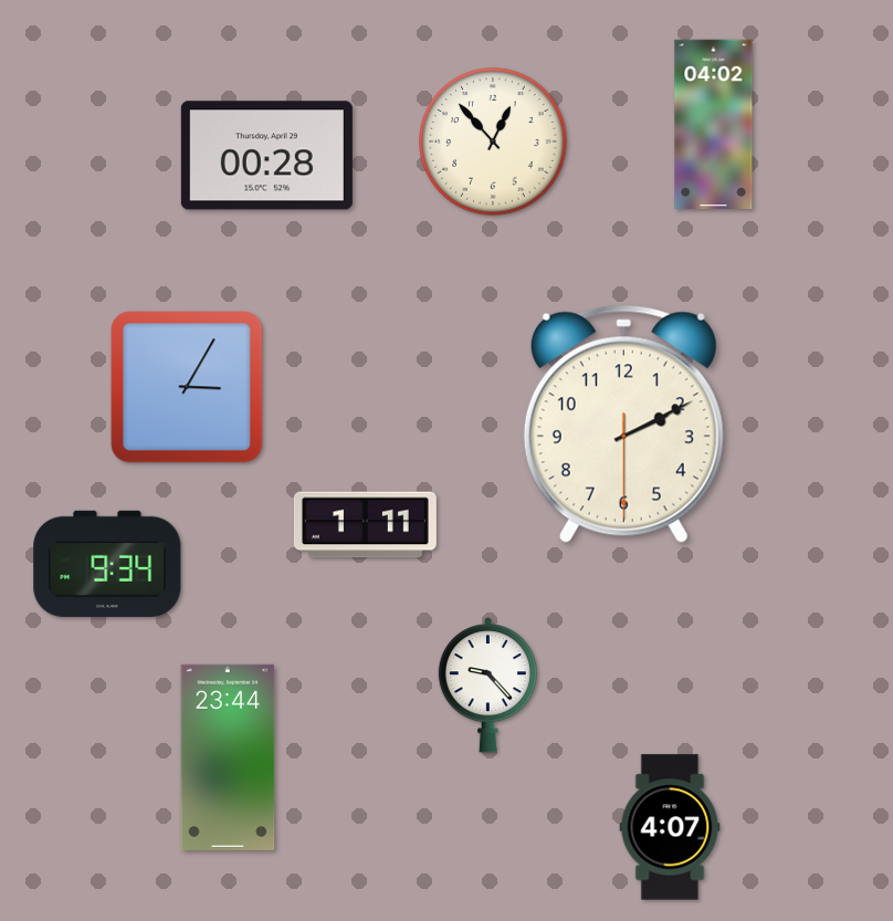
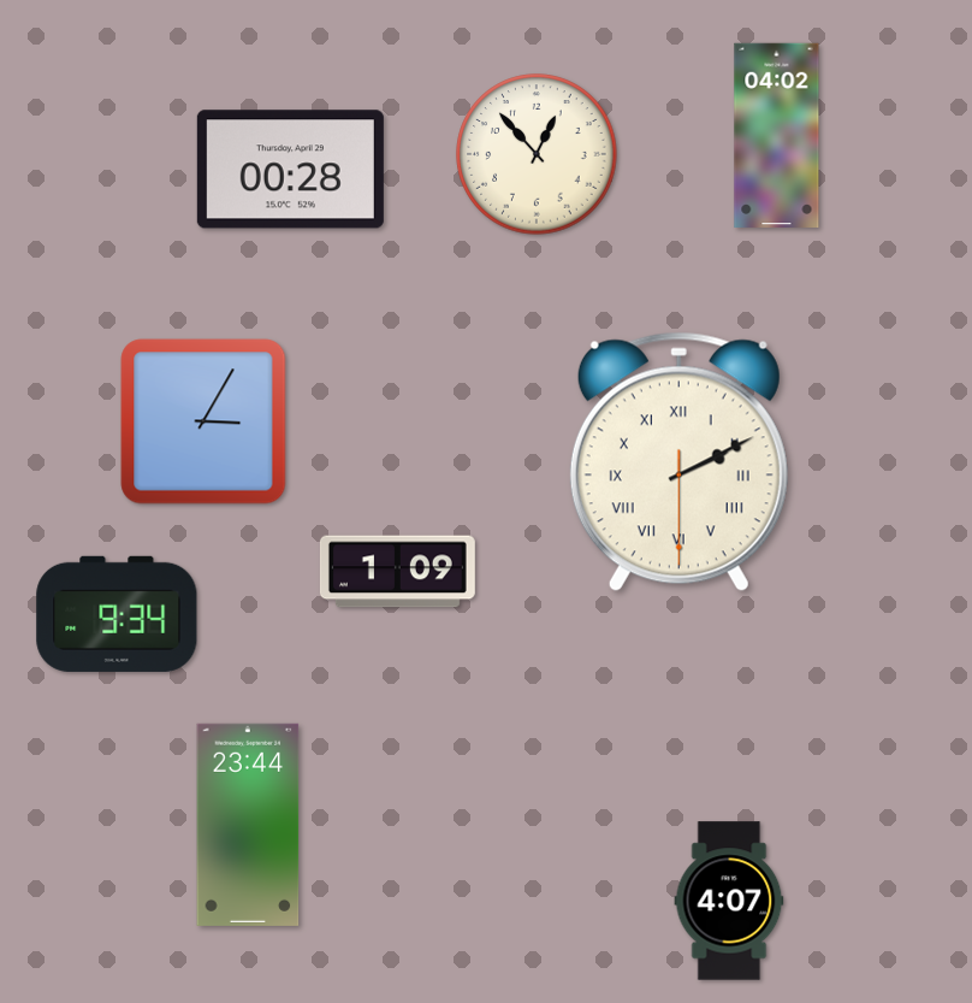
clock at (623, 425) numerals: Arabic -> Roman
clock at (365, 525): 1:11 -> 1:09
clock at (487, 684): 9:23 -> none
